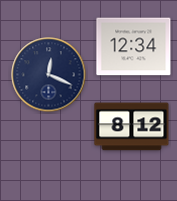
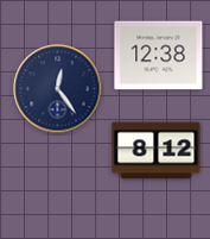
clock at (134, 47): 12:34 -> 12:38
clock at (49, 75): 12:19 -> 12:24
